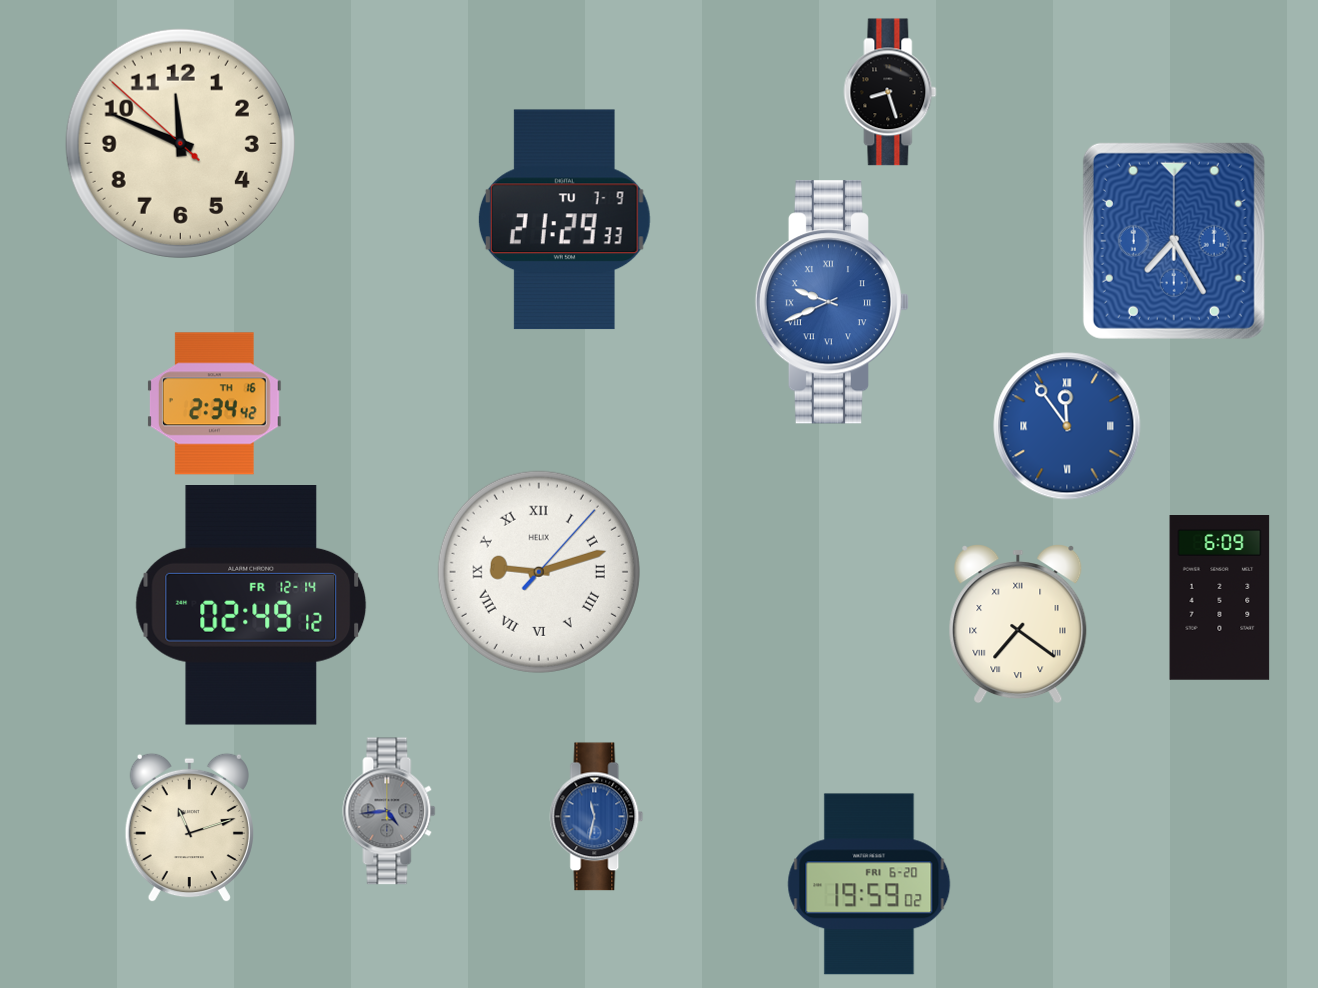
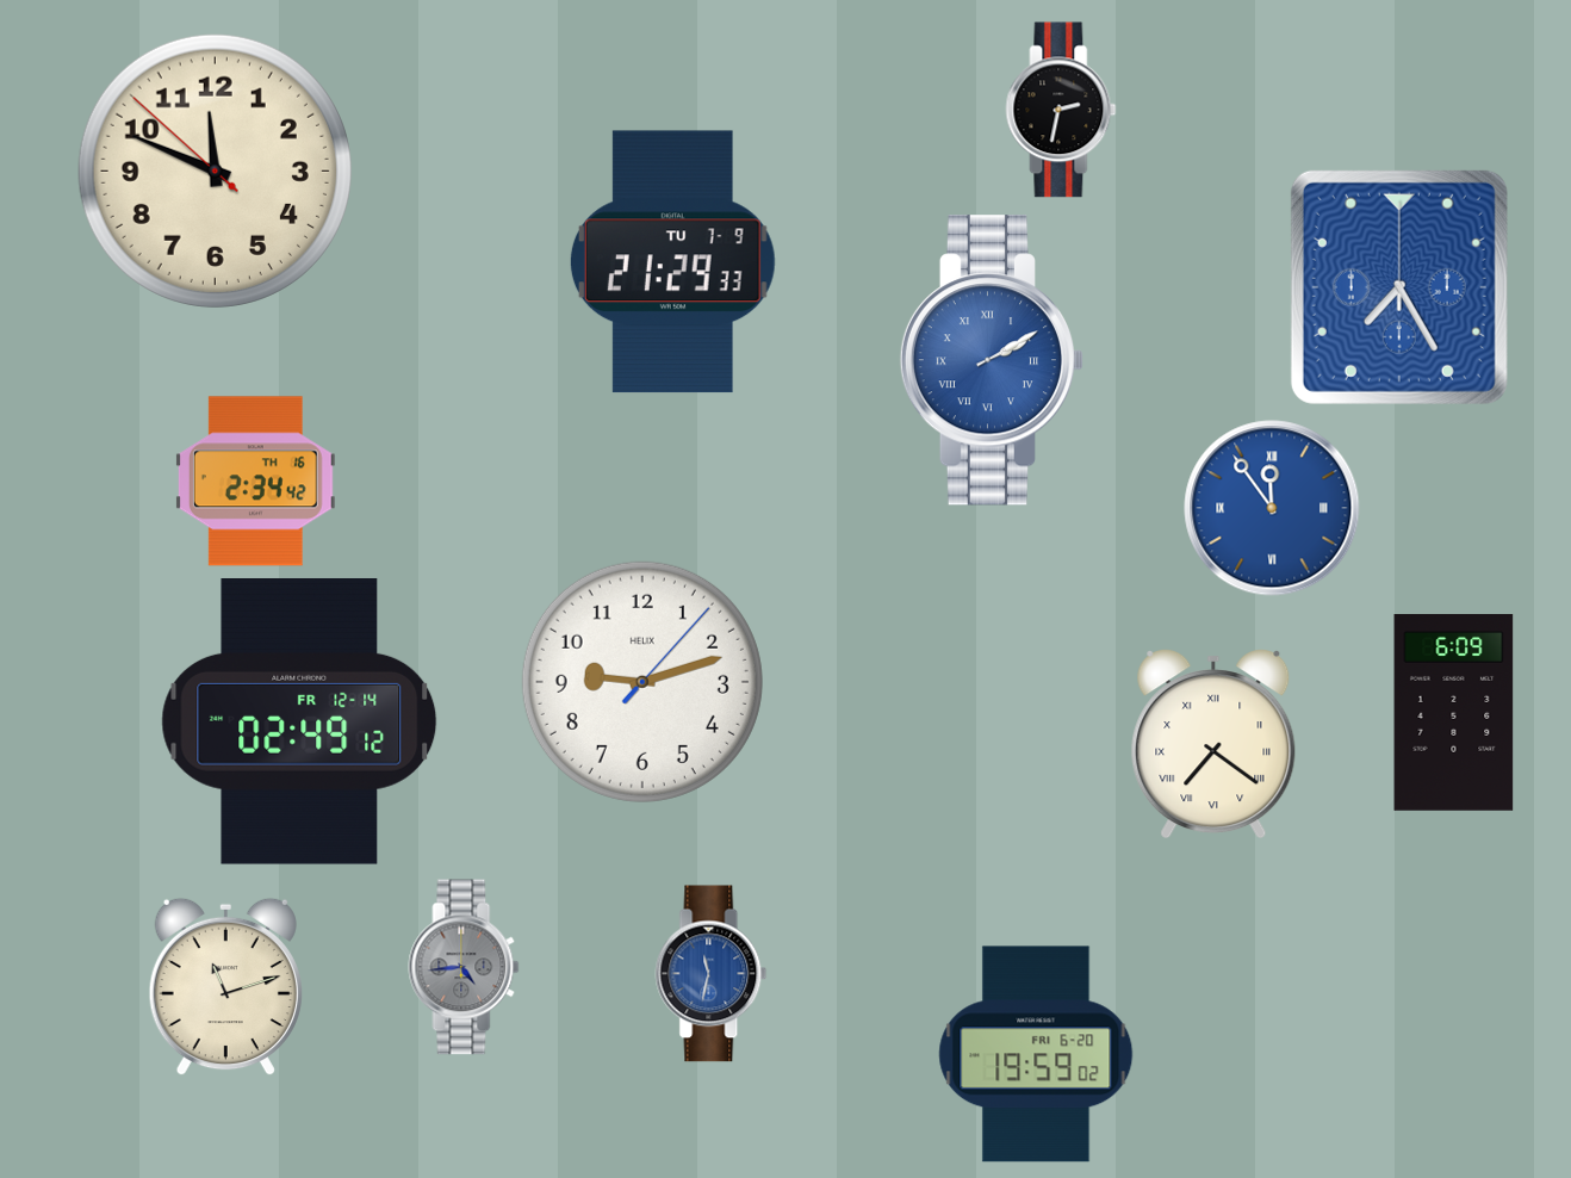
clock at (890, 92): 8:27 -> 2:32
clock at (832, 302): 9:41 -> 2:10
clock at (539, 572) numerals: Roman -> Arabic
